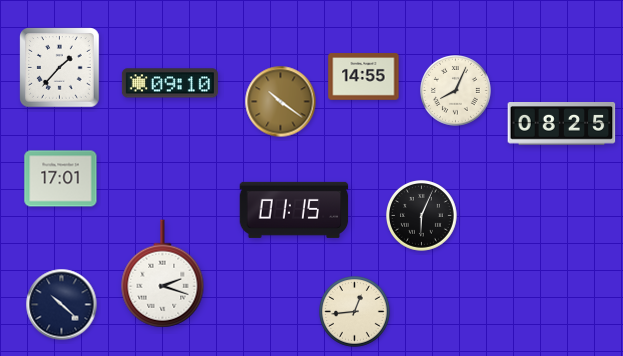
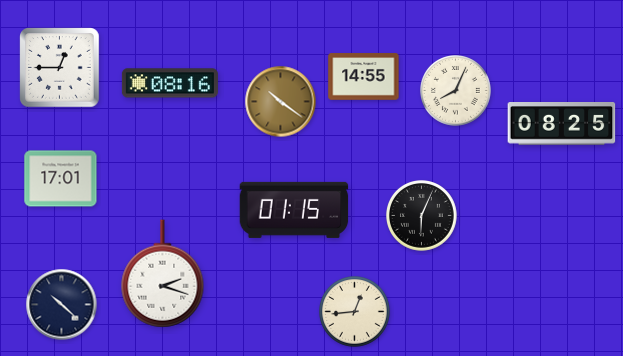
clock at (60, 68): 1:37 -> 12:45
clock at (170, 83): 09:10 -> 08:16
